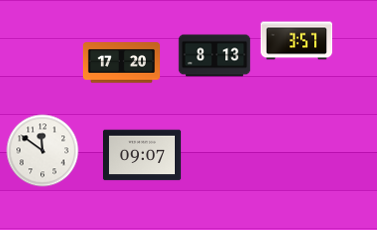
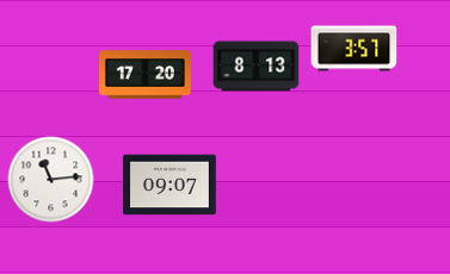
clock at (43, 151): 11:51 -> 11:14
